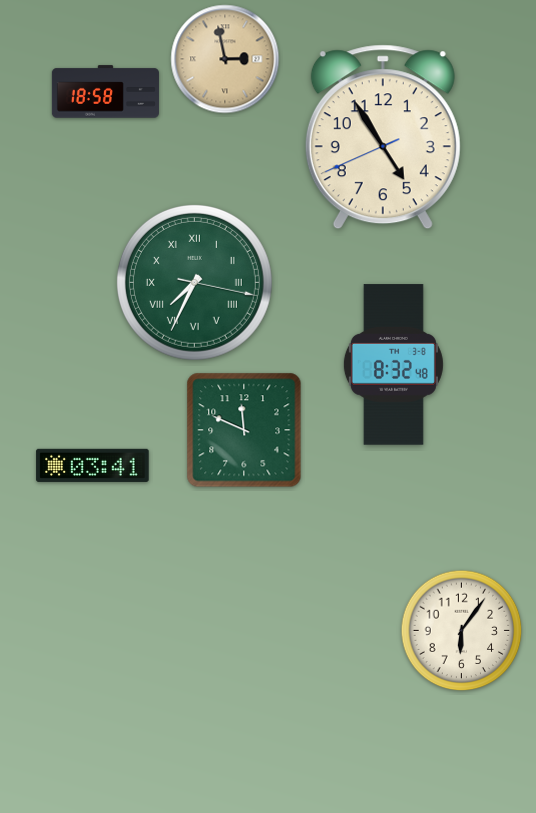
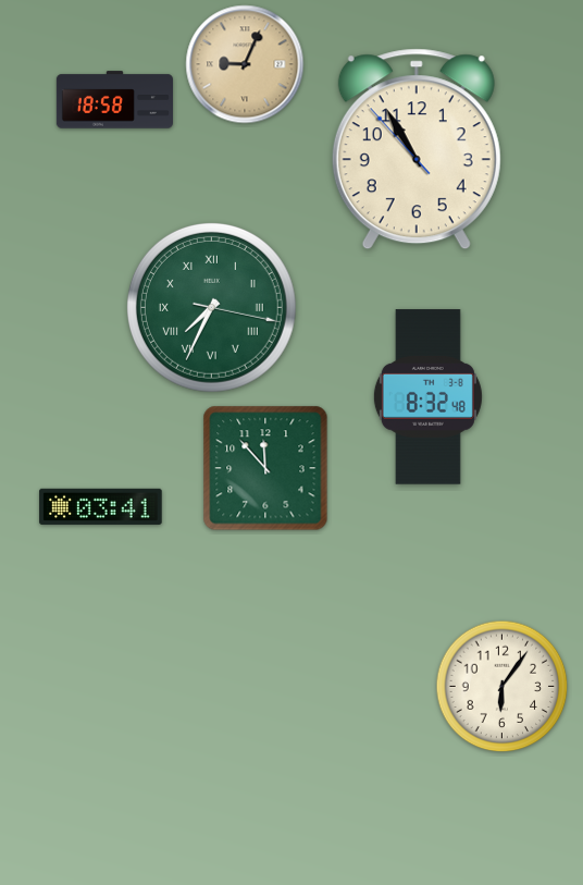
clock at (225, 59): 2:58 -> 9:04
clock at (383, 137): 4:54 -> 10:54
clock at (244, 430): 11:49 -> 11:53
